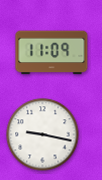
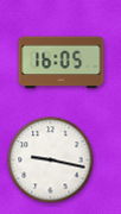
clock at (52, 53): 11:09 -> 16:05
